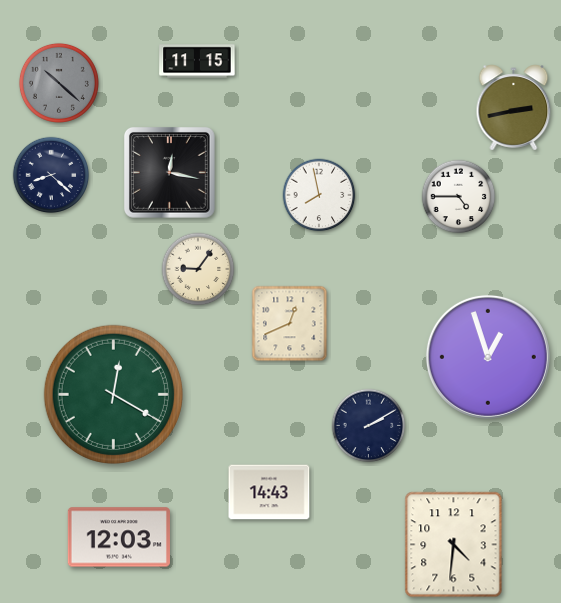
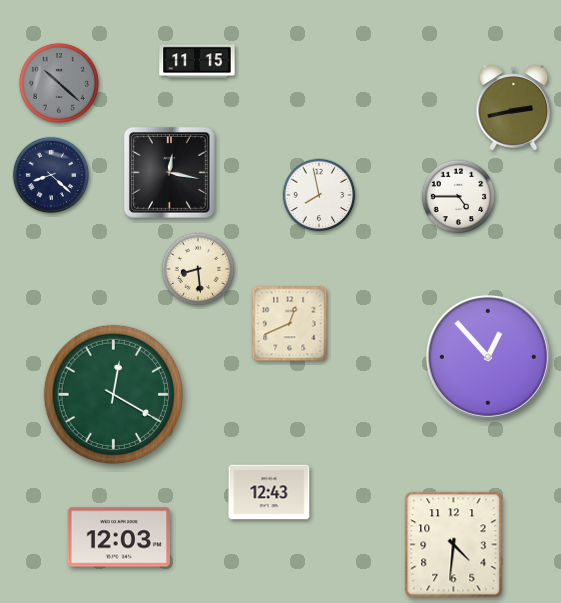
clock at (198, 269): 9:06 -> 8:29
clock at (488, 357): 12:57 -> 12:53
clock at (369, 426): 2:10 -> none
clock at (269, 492): 14:43 -> 12:43
